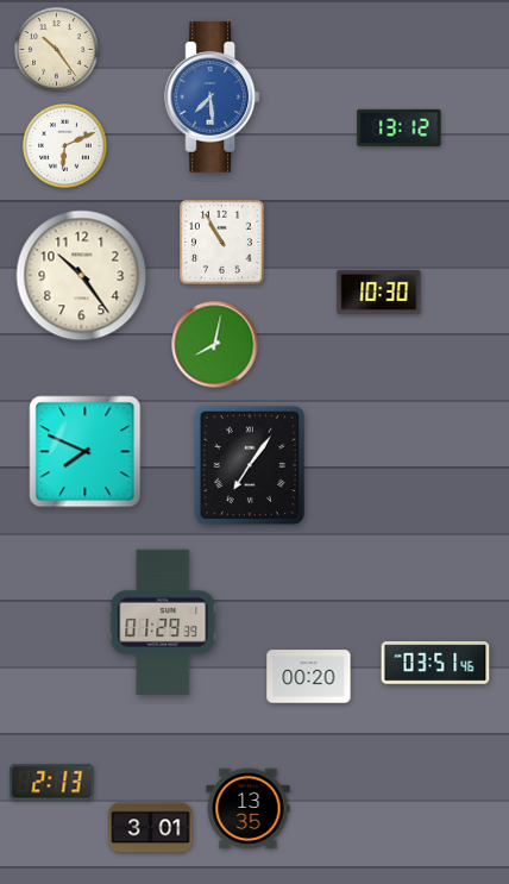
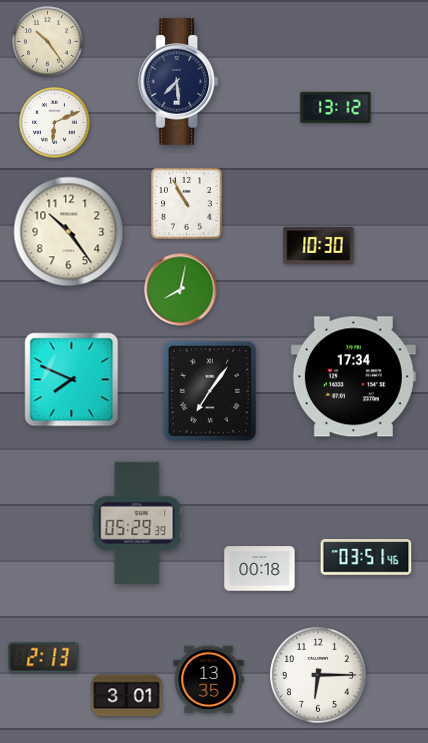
clock at (213, 98) dial: blue -> navy
clock at (353, 377): none -> 17:34
clock at (163, 622): 01:29 -> 05:29
clock at (309, 677): 00:20 -> 00:18
clock at (318, 675): none -> 6:15
